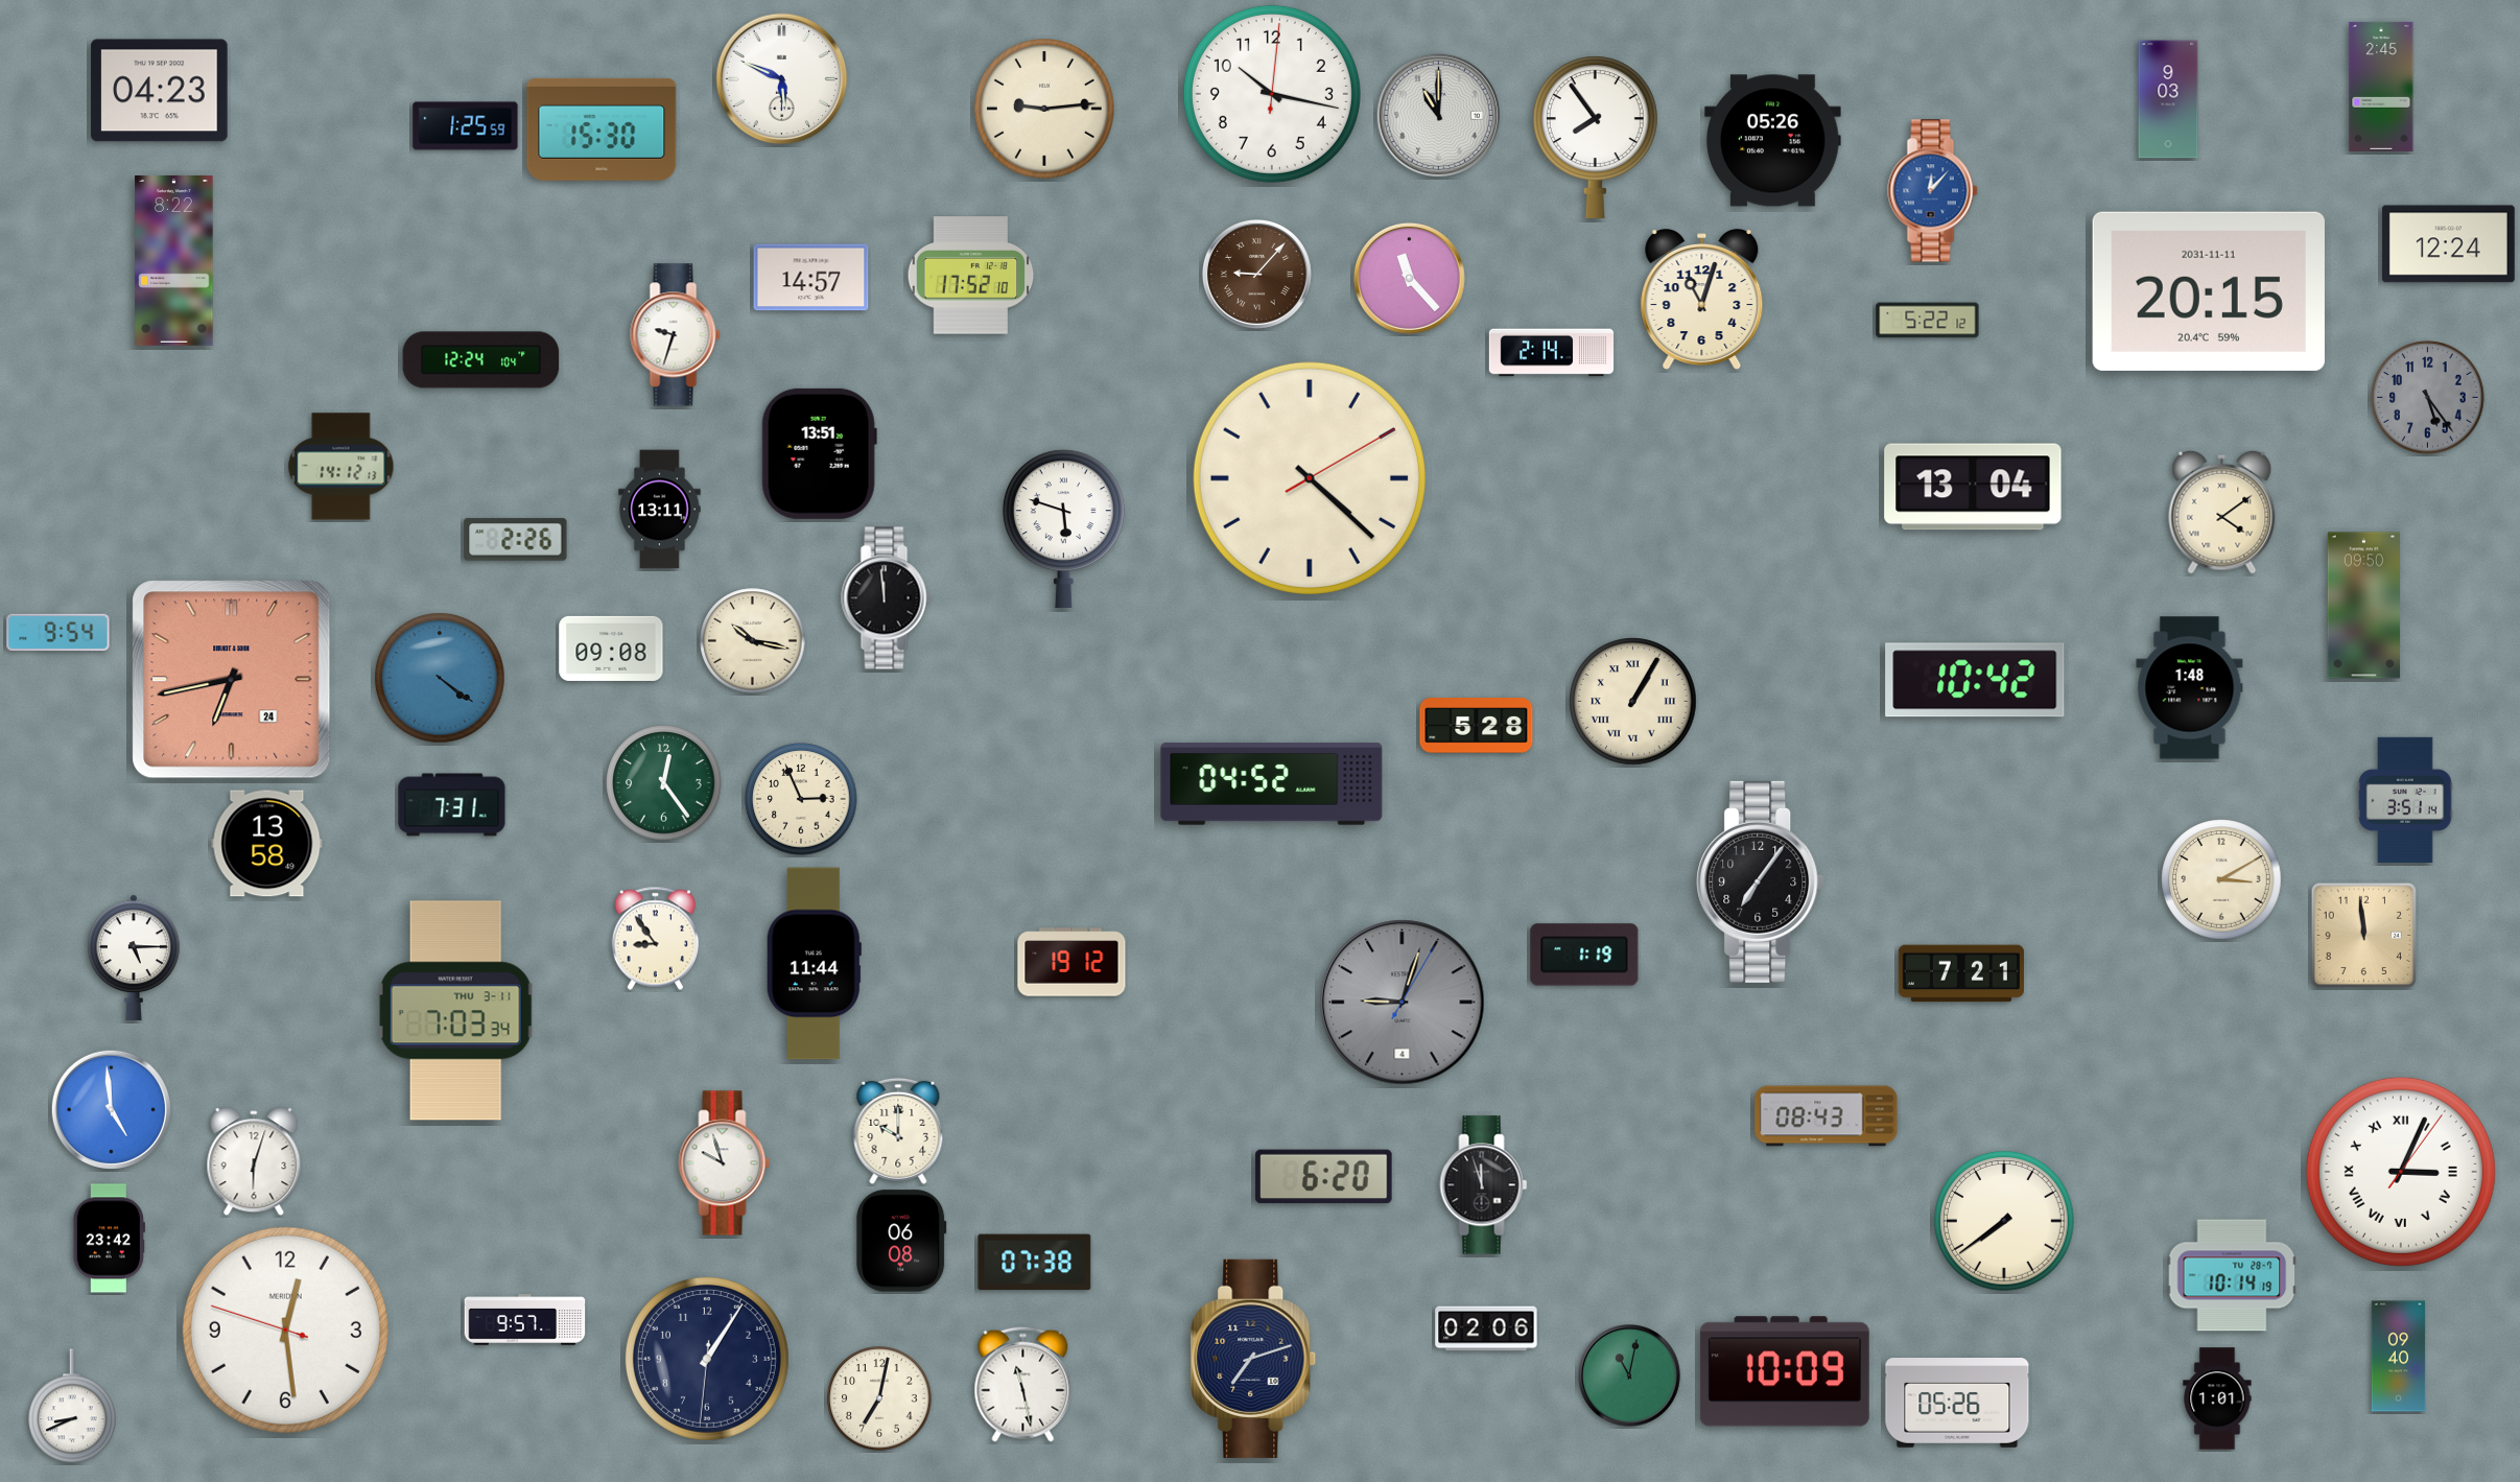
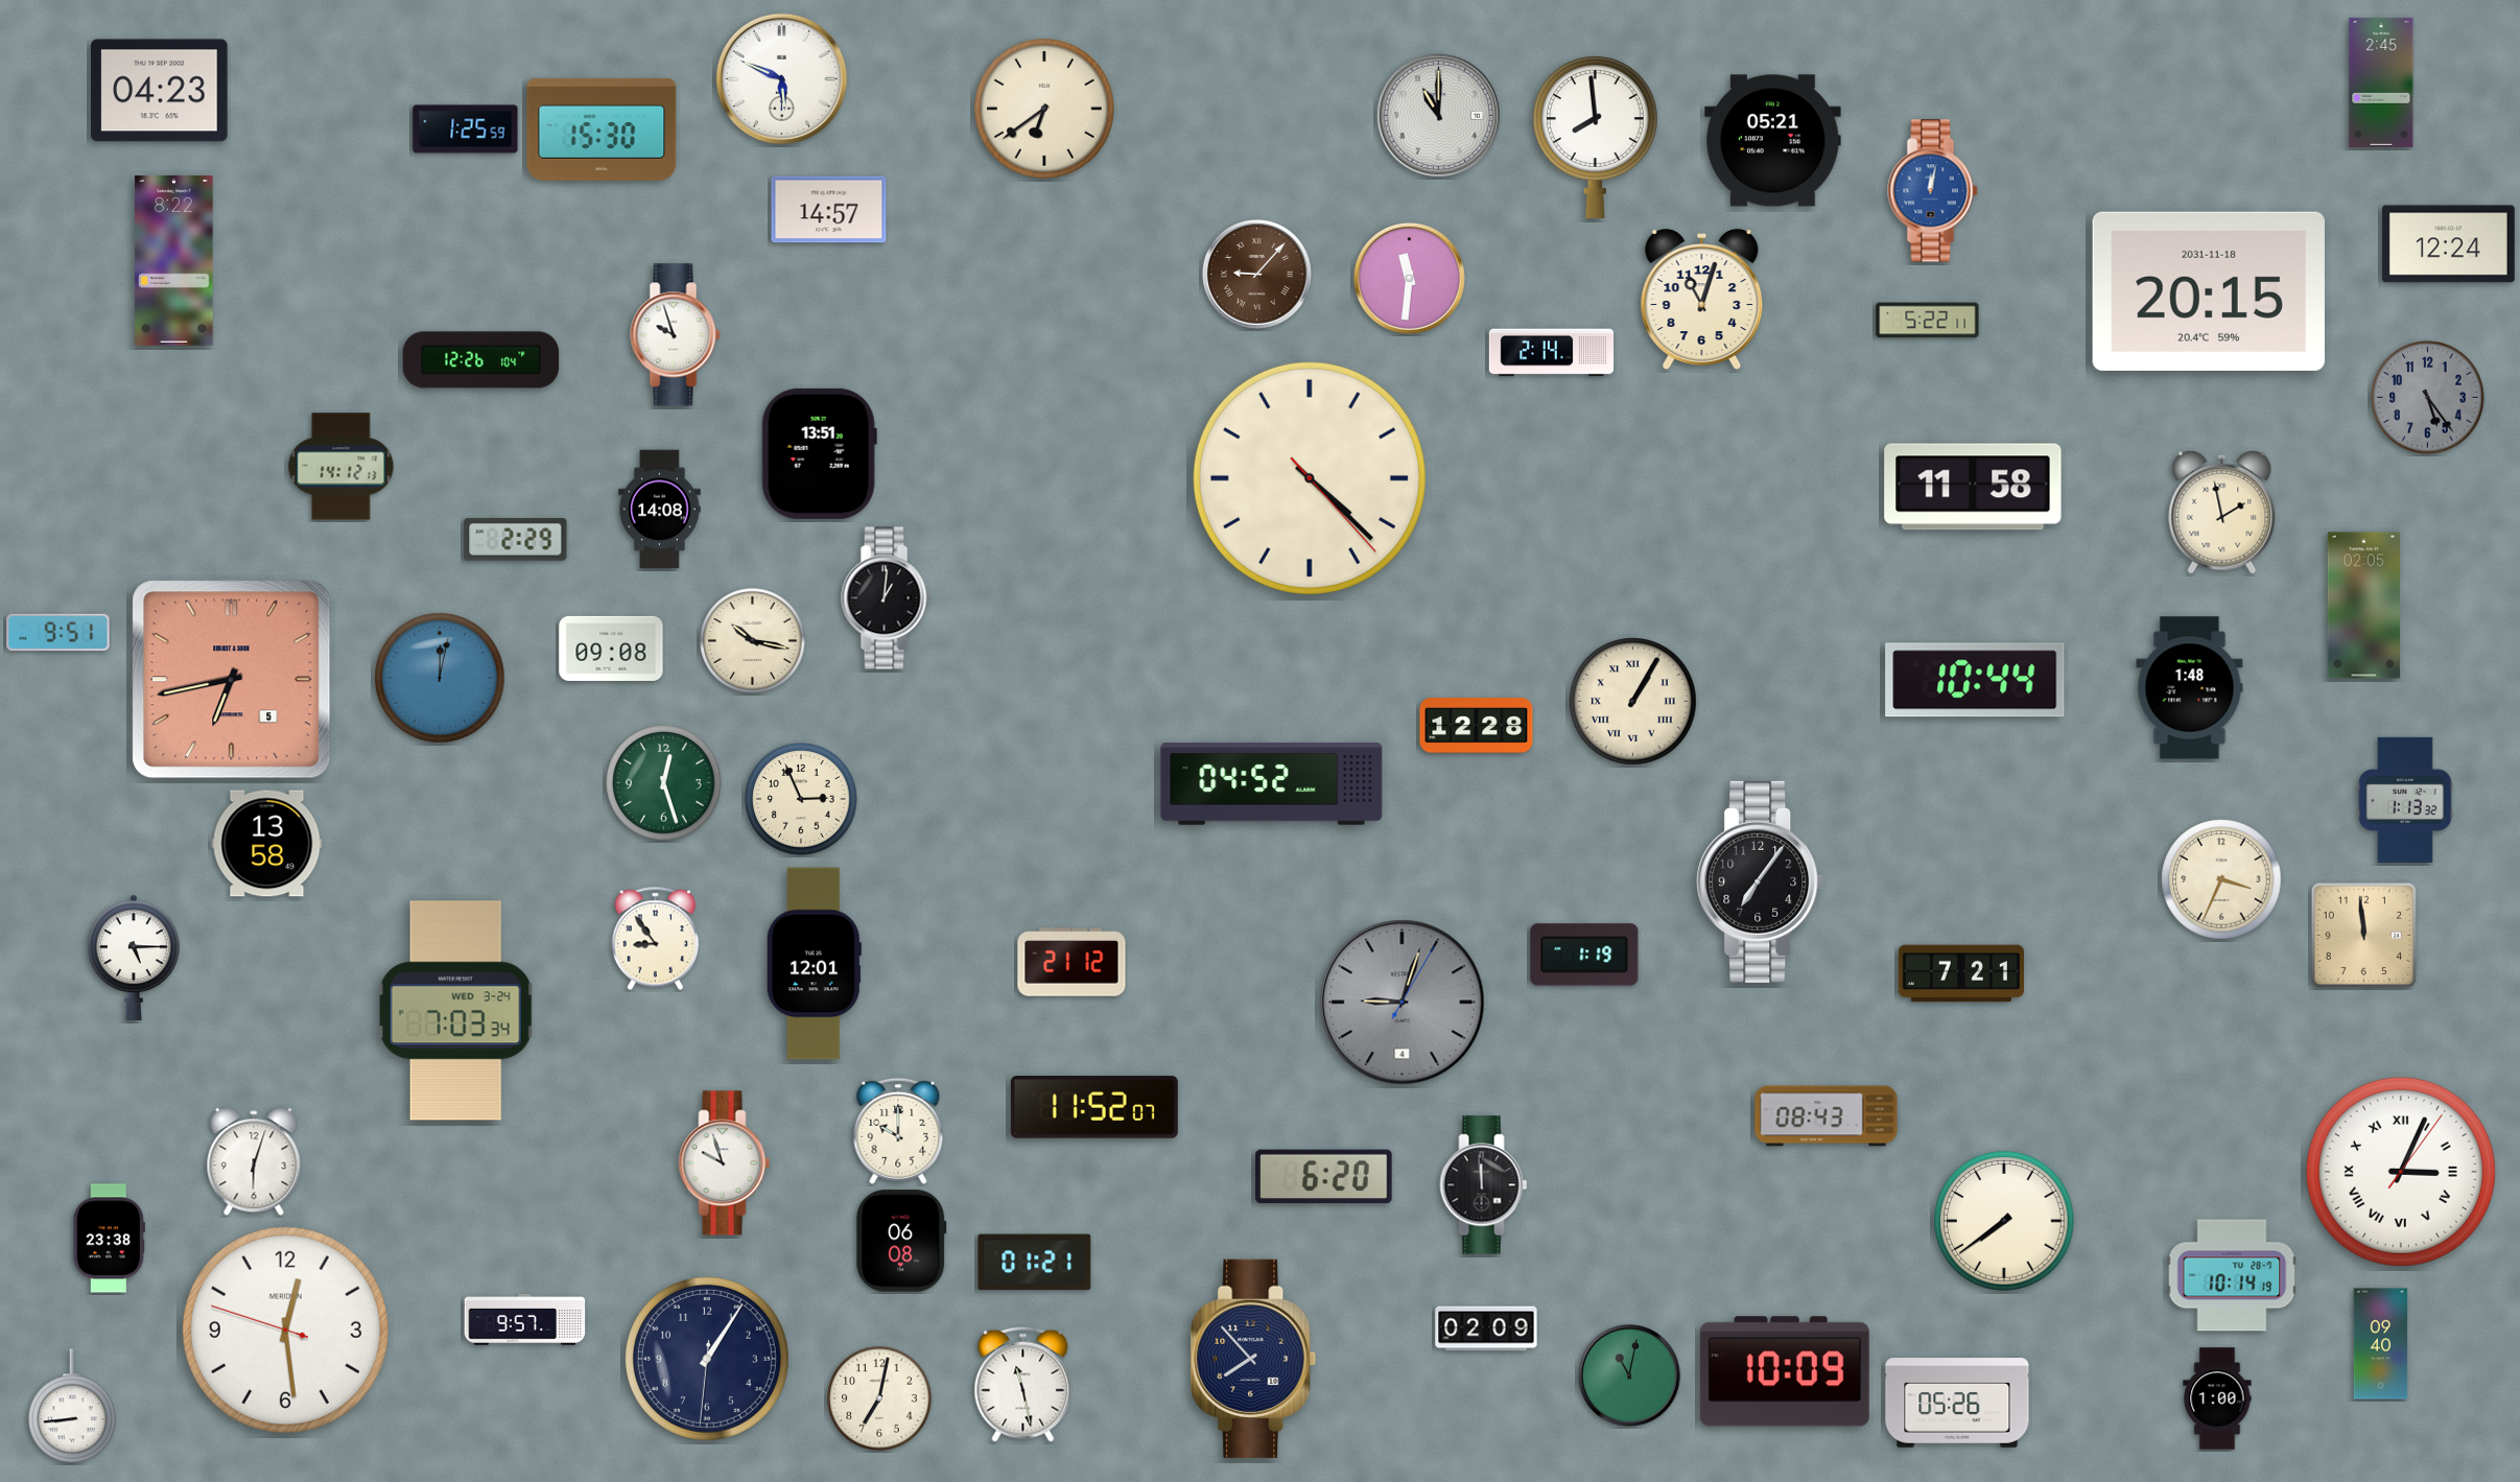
clock at (2381, 87) position: (2381, 87) -> (2381, 83)
clock at (1272, 94): 10:17 -> none
clock at (2168, 99): 9:03 -> none
clock at (1045, 110): 9:14 -> 6:39
clock at (466, 126) position: (466, 126) -> (466, 130)
clock at (1595, 137): 7:54 -> 7:59
clock at (1773, 141): 05:26 -> 05:21
clock at (1933, 191): 12:07 -> 12:02
clock at (971, 276): 17:52 -> none
clock at (811, 278) position: (811, 278) -> (829, 210)
clock at (1409, 278): 11:23 -> 11:31
clock at (2209, 291) date: 2031-11-11 -> 2031-11-18
clock at (1928, 321): 5:22:12 -> 5:22:11
clock at (676, 335): 9:33 -> 9:57
clock at (481, 360): 12:24 -> 12:26
clock at (1310, 478): 4:22:10 -> 4:22:23
clock at (1973, 487): 13:04 -> 11:58
clock at (660, 510): 13:11 -> 14:08
clock at (2222, 512): 4:09 -> 1:58
clock at (1063, 530): 5:48 -> none
clock at (516, 540): 2:26 -> 2:29
clock at (887, 598): 11:59 -> 1:01
clock at (2363, 606): 09:50 -> 02:05
clock at (58, 633): 9:54 -> 9:51
clock at (440, 678): 4:21 -> 12:02
clock at (232, 680) date: 24 -> 5
clock at (1975, 680): 10:42 -> 10:44
clock at (1477, 726): 5:28 -> 12:28
clock at (664, 783): 12:24 -> 12:27
clock at (2405, 799): 3:51 -> 1:13
clock at (452, 805): 7:31 -> none
clock at (2221, 879): 3:10 -> 3:34
clock at (1071, 962): 19:12 -> 21:12
clock at (814, 964): 11:44 -> 12:01
clock at (455, 1011) date: THU 3-11 -> WED 3-24
clock at (1094, 1107): none -> 11:52
clock at (111, 1109): 4:59 -> none
clock at (1484, 1185): 11:57 -> 11:59
clock at (109, 1239): 23:42 -> 23:38
clock at (1035, 1263): 07:38 -> 01:21
clock at (1486, 1328): 02:06 -> 02:09
clock at (2399, 1357) position: (2399, 1357) -> (2381, 1344)
clock at (1253, 1359): 7:12 -> 7:53
clock at (2217, 1398): 1:01 -> 1:00
clock at (72, 1407): 8:41 -> 8:44
